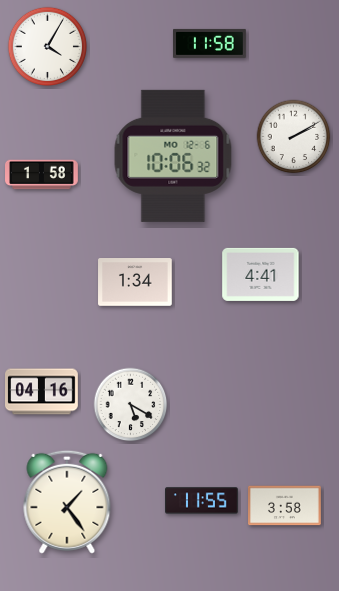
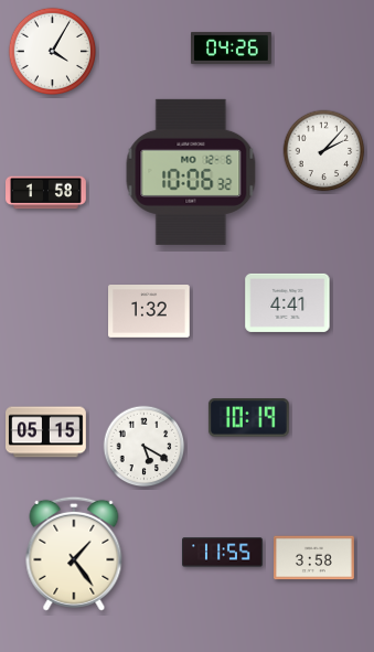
clock at (210, 43): 11:58 -> 04:26
clock at (294, 137): 2:10 -> 2:07
clock at (135, 282): 1:34 -> 1:32
clock at (248, 418): none -> 10:19
clock at (42, 392): 04:16 -> 05:15
